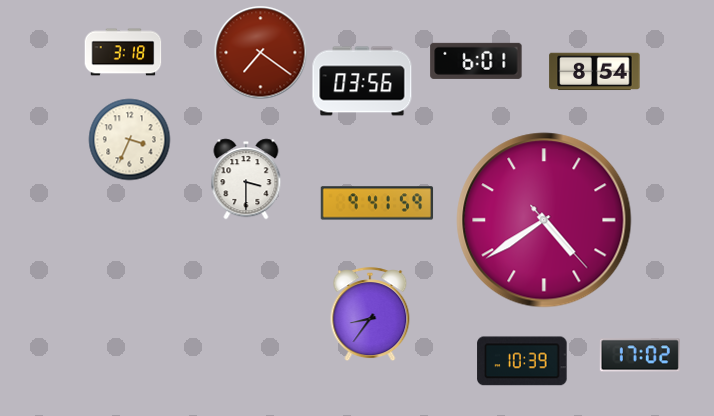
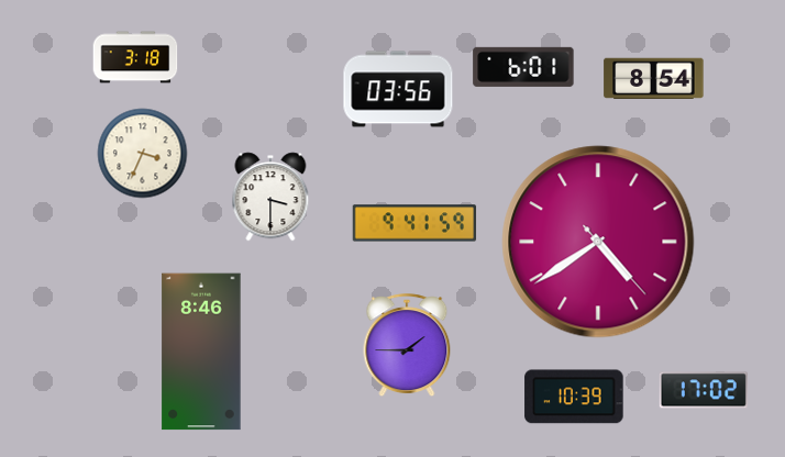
clock at (261, 53): 7:21 -> none
clock at (370, 315): 8:36 -> 1:45
clock at (201, 352): none -> 8:46
